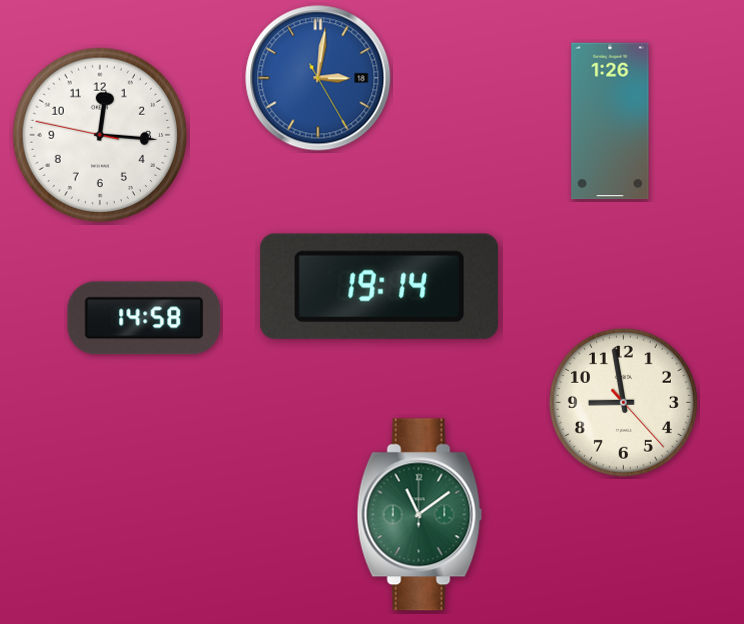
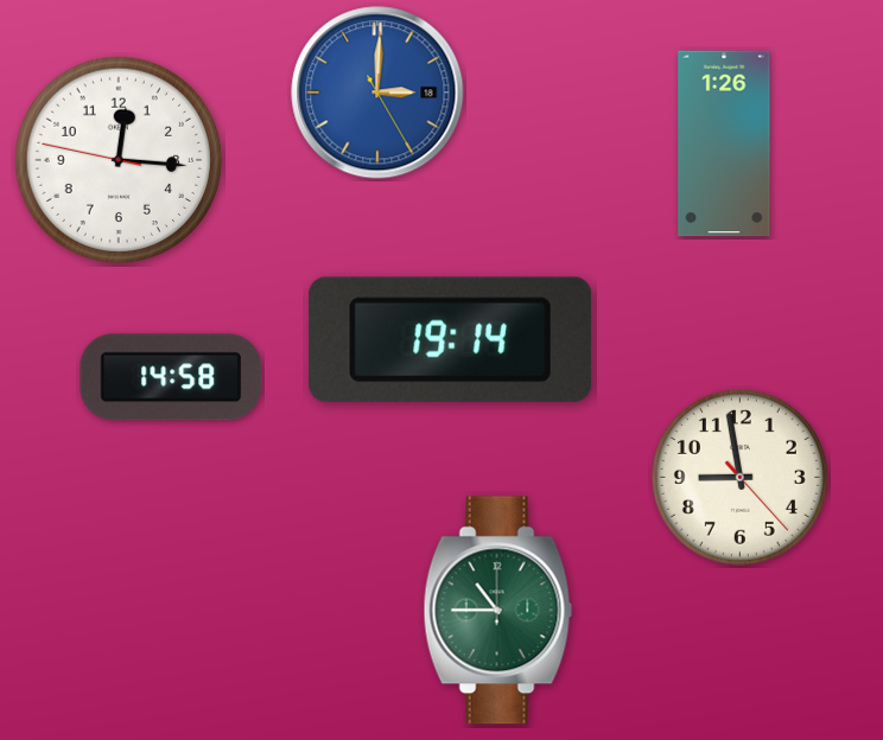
clock at (318, 78): 3:01 -> 3:00
clock at (419, 515): 11:09 -> 10:45
